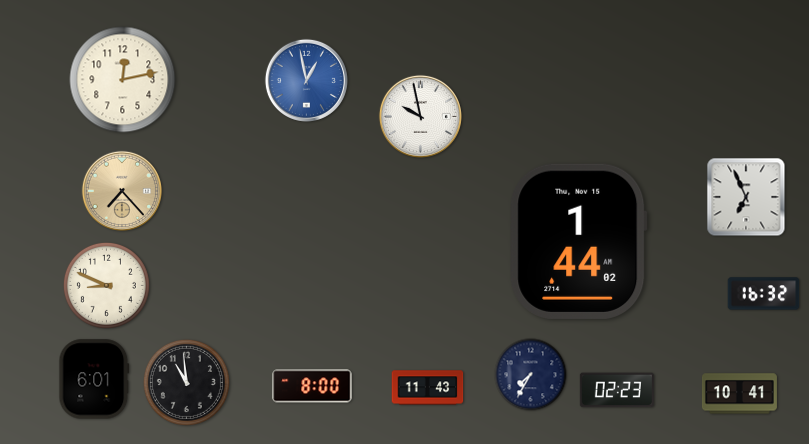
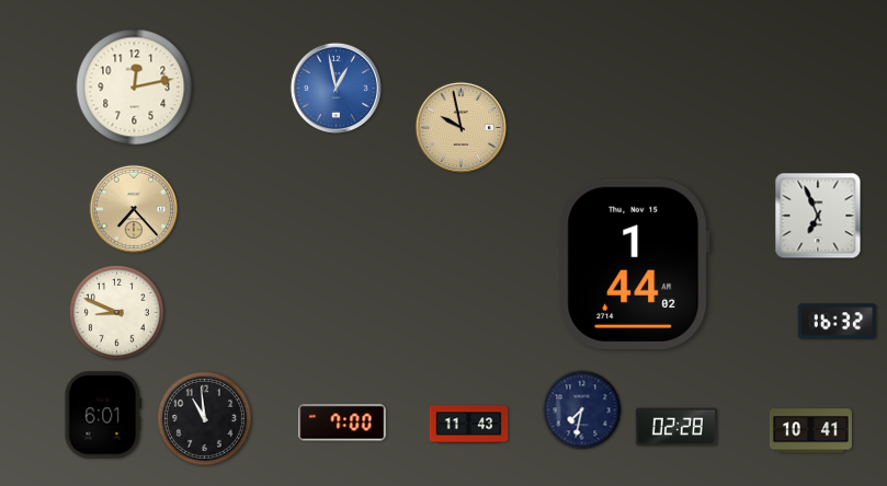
clock at (420, 116) dial: white -> champagne
clock at (531, 375): 7:35 -> 7:32
clock at (312, 386): 8:00 -> 7:00
clock at (617, 390): 02:23 -> 02:28
